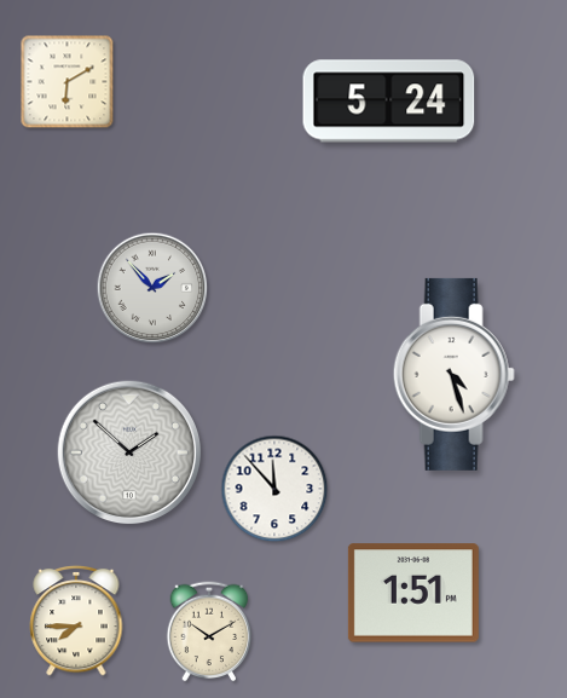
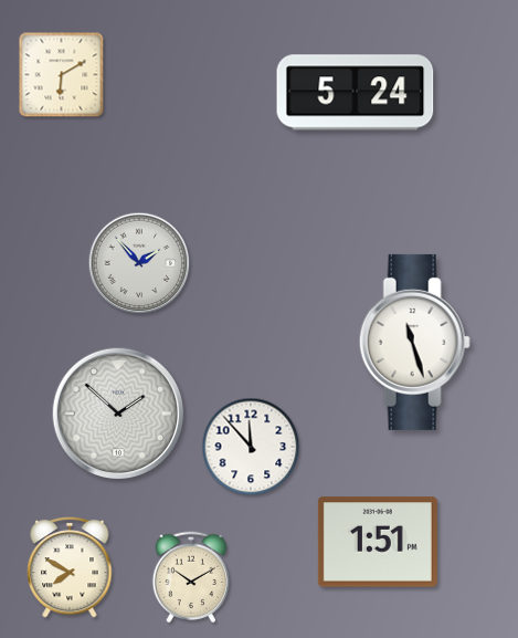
clock at (453, 374): 4:27 -> 11:27
clock at (76, 621): 7:45 -> 7:50
